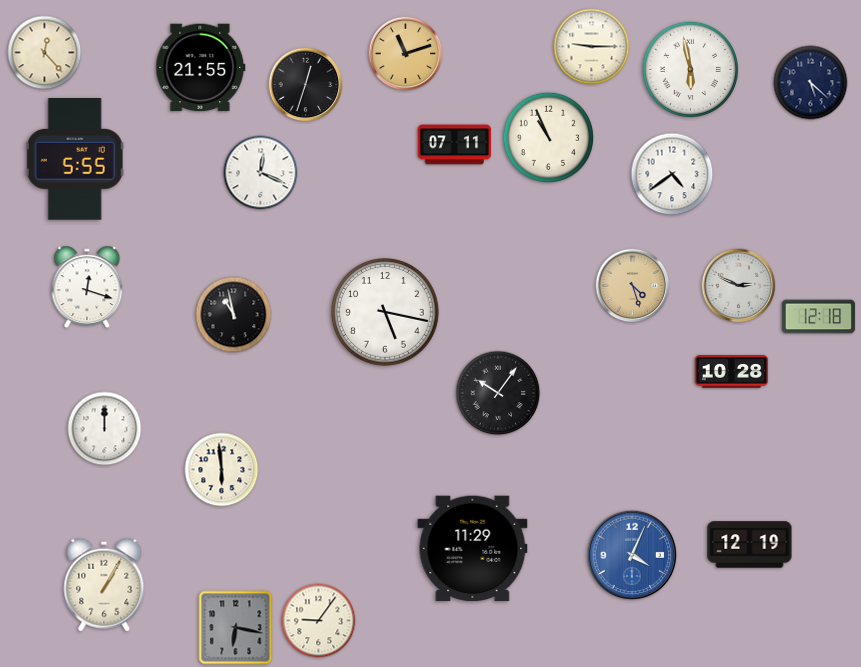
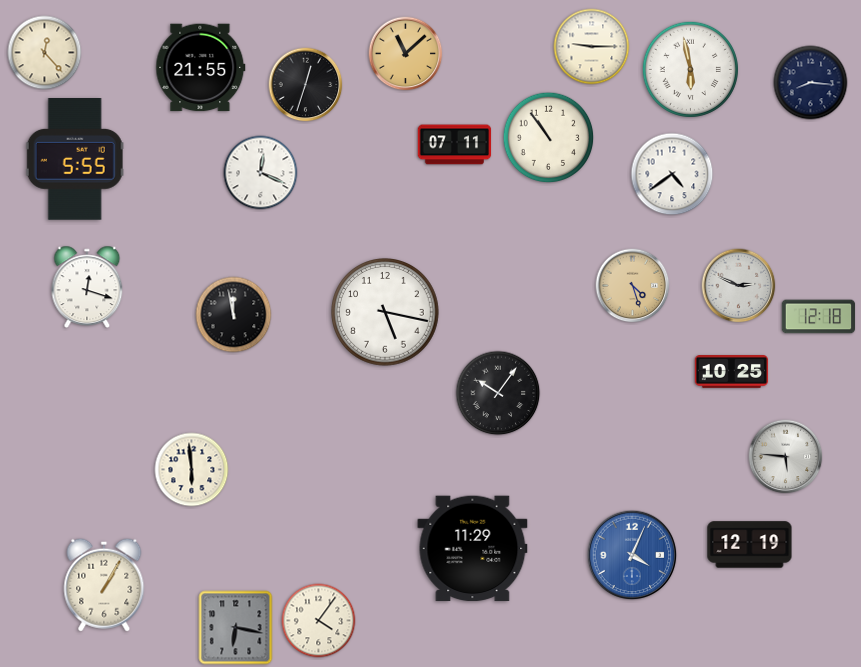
clock at (406, 54): 11:12 -> 11:08
clock at (811, 83): 5:22 -> 8:16
clock at (549, 138): 10:56 -> 10:54
clock at (234, 315): 10:58 -> 11:58
clock at (732, 372): 10:28 -> 10:25
clock at (105, 429): 12:00 -> none
clock at (786, 457): none -> 5:46
clock at (222, 470) position: (222, 470) -> (192, 470)
clock at (319, 621): 9:06 -> 4:06
